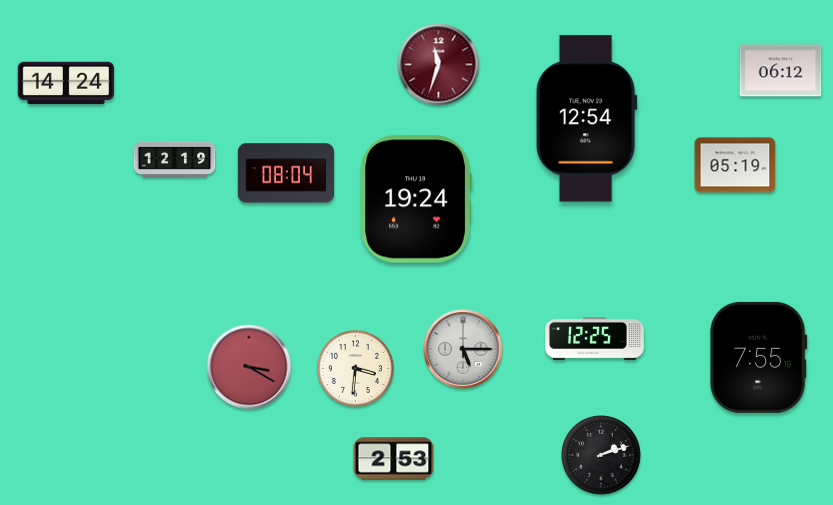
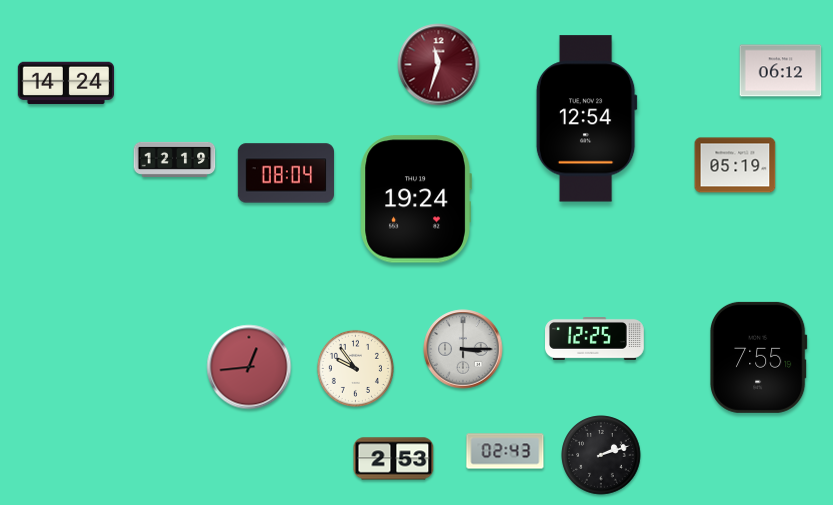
clock at (463, 349): 5:15 -> 3:15
clock at (249, 367): 3:20 -> 12:44
clock at (355, 368): 3:31 -> 9:54
clock at (505, 451): none -> 02:43
